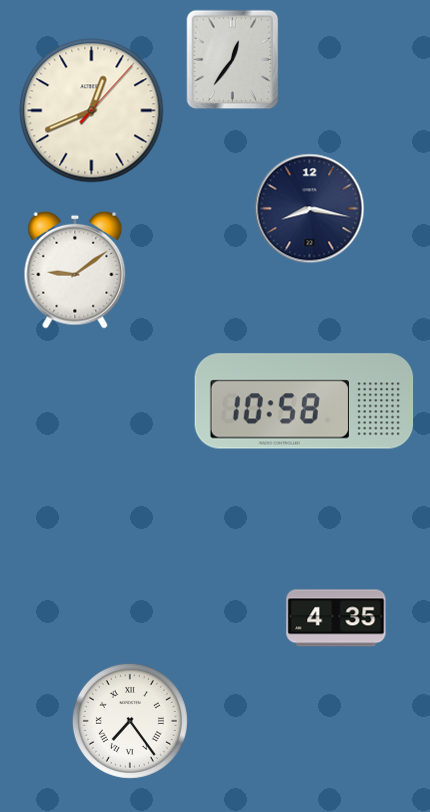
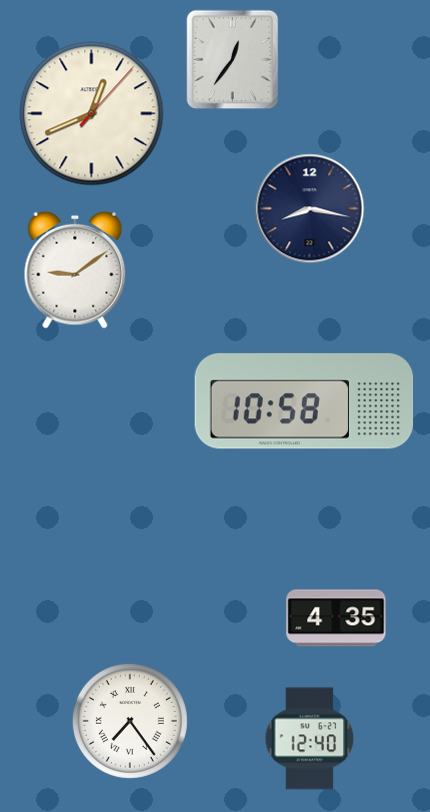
clock at (92, 111) position: (92, 111) -> (92, 114)
clock at (310, 739): none -> 12:40
